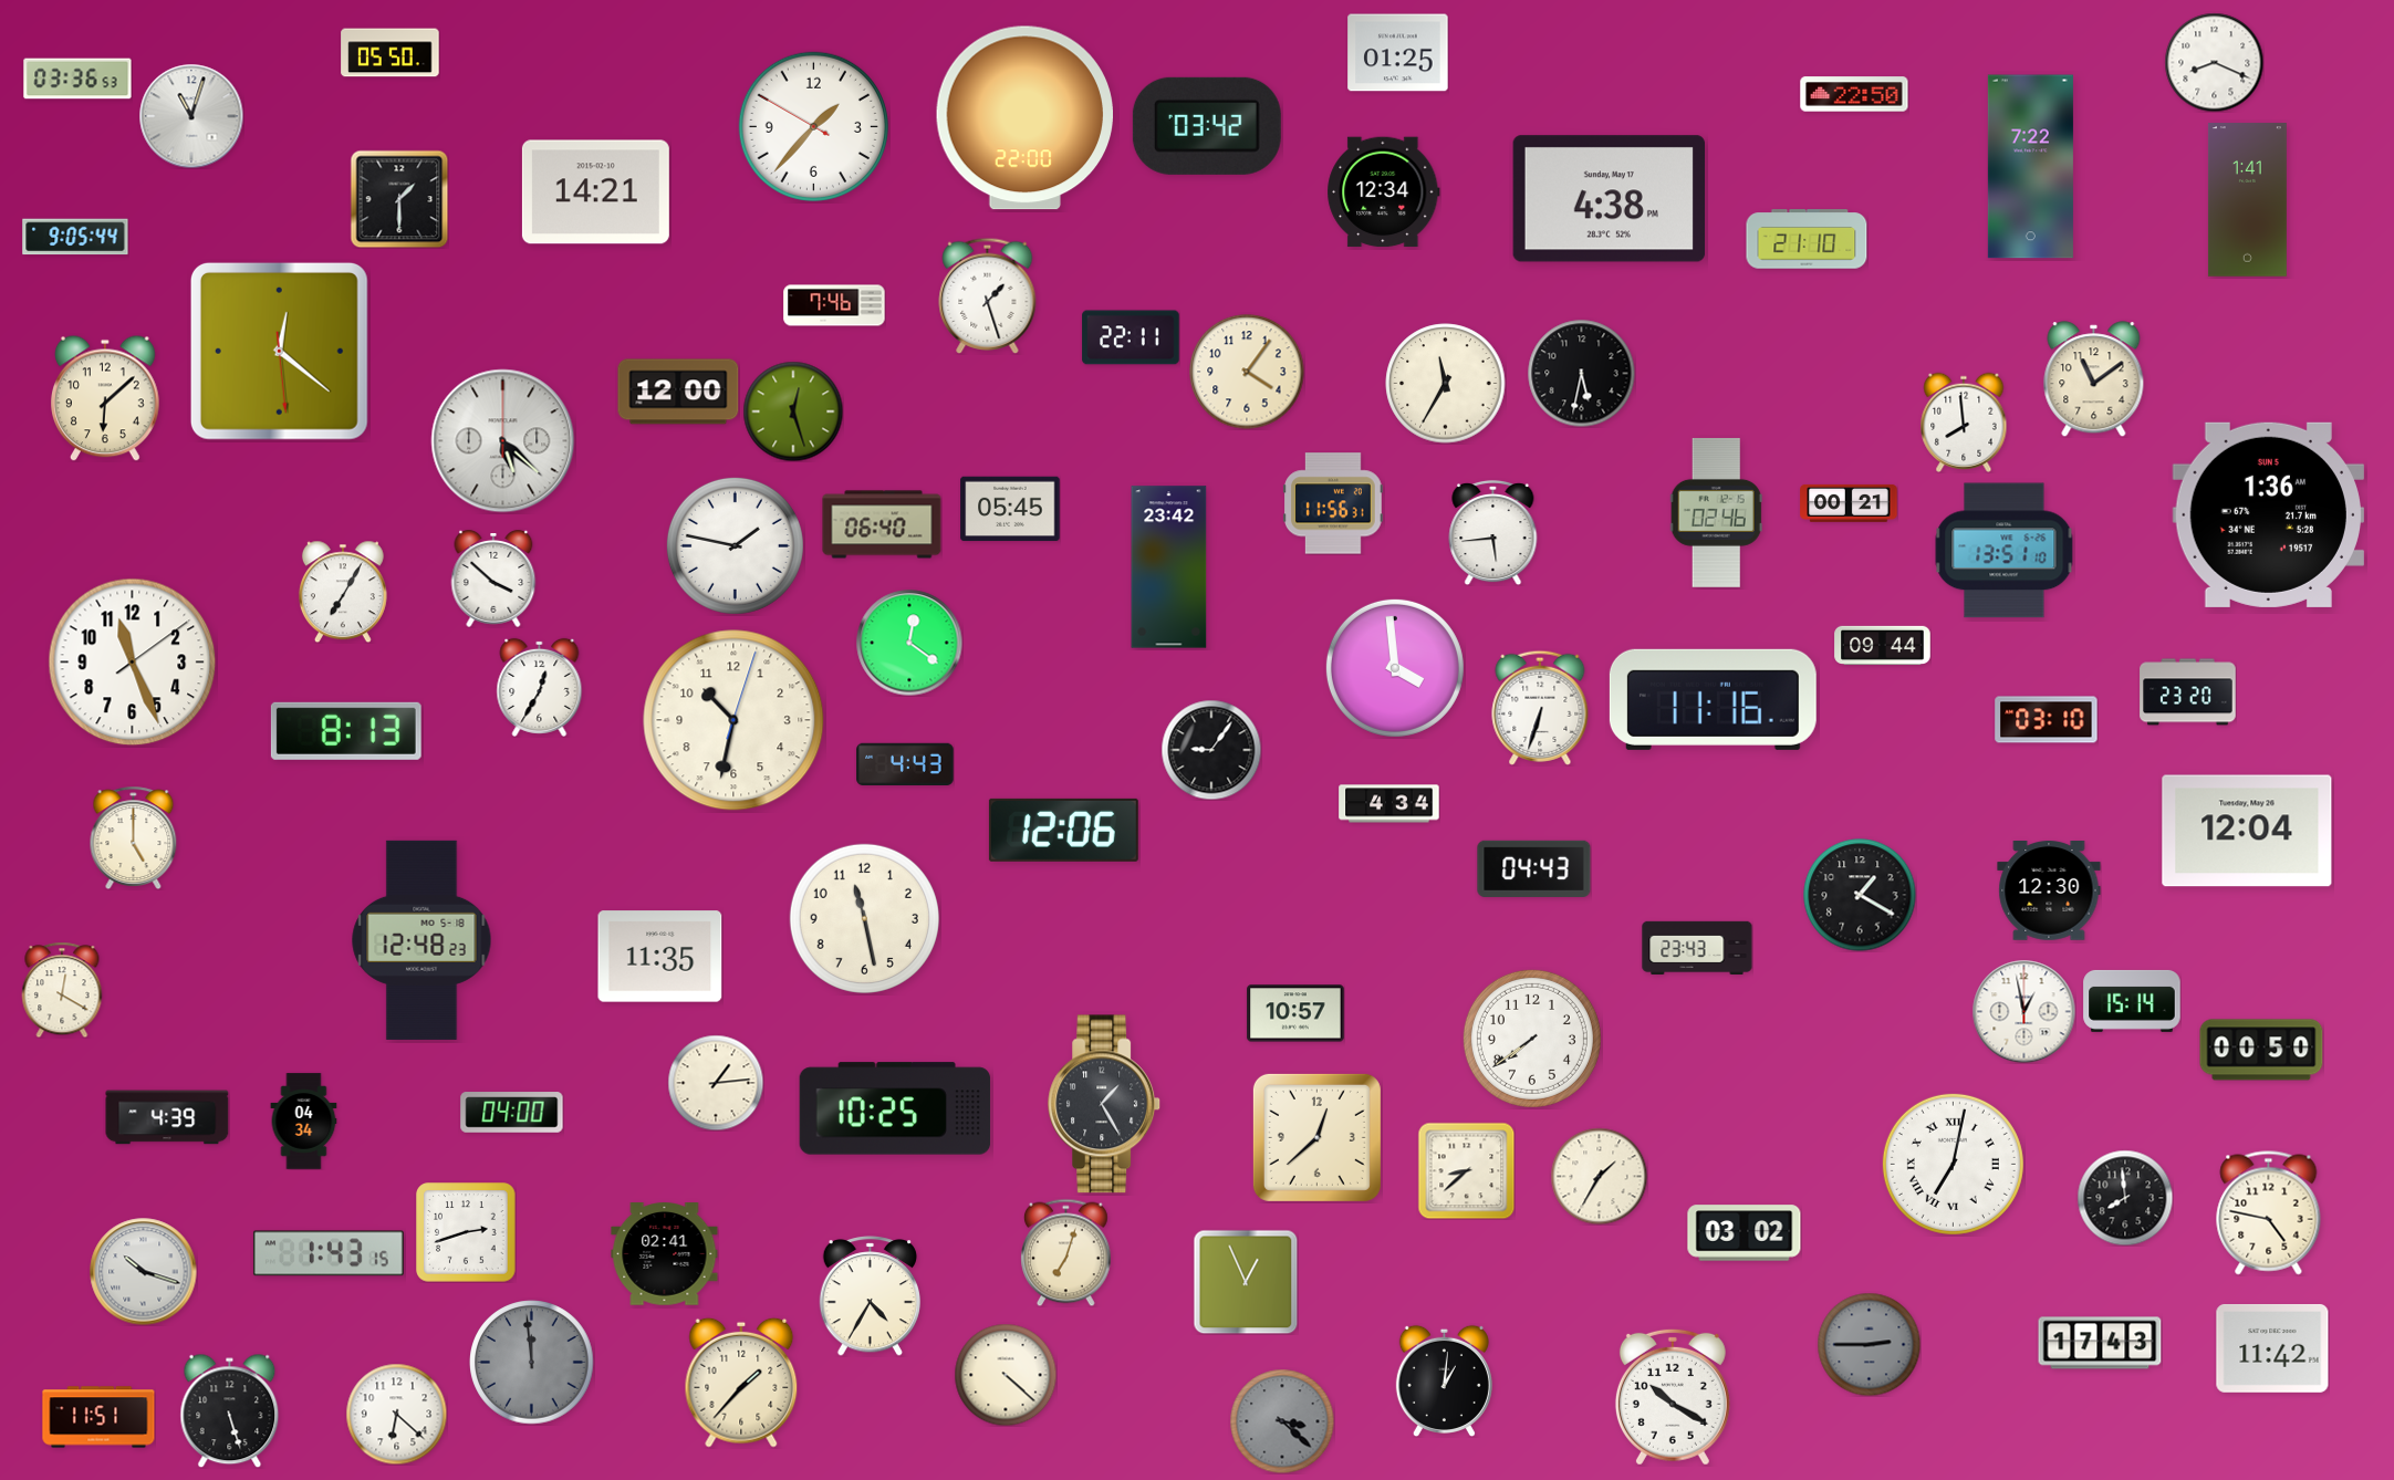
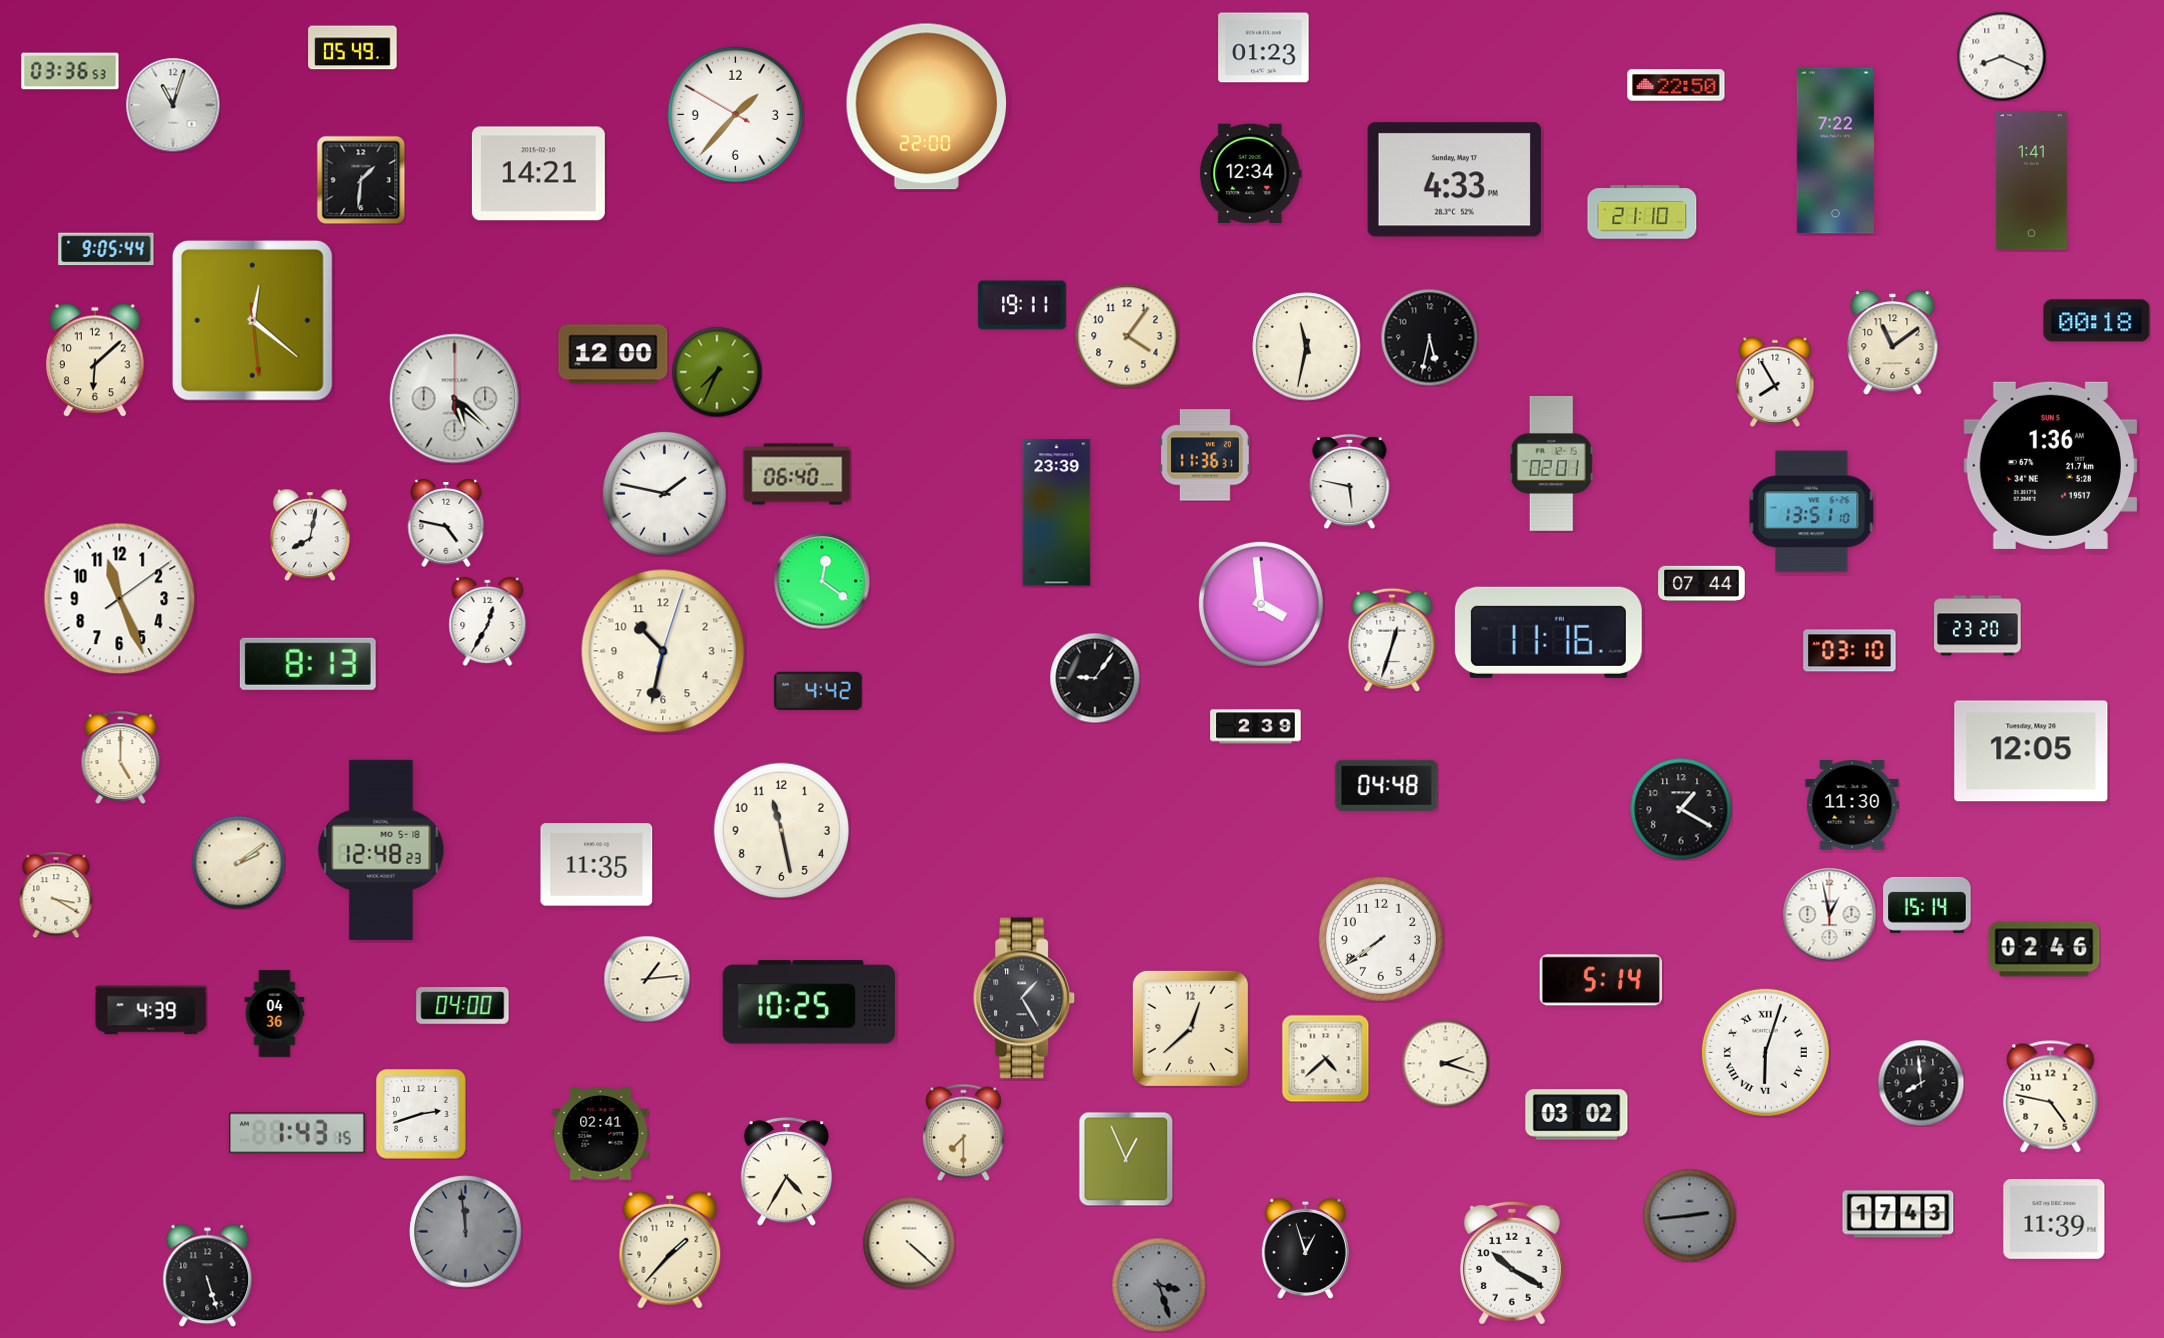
clock at (391, 53): 05:50 -> 05:49
clock at (1398, 53): 01:25 -> 01:23
clock at (1207, 126): 03:42 -> none
clock at (399, 199): 1:30 -> 1:31
clock at (1609, 199): 4:38 -> 4:33
clock at (75, 237) position: (75, 237) -> (106, 249)
clock at (1807, 239) position: (1807, 239) -> (1642, 212)
clock at (988, 295): 1:27 -> none
clock at (834, 305): 7:46 -> none
clock at (1131, 337): 22:11 -> 19:11
clock at (279, 351) position: (279, 351) -> (252, 320)
clock at (2097, 321): none -> 00:18
clock at (1446, 384): 11:35 -> 11:32
clock at (793, 411): 12:27 -> 7:34
clock at (1964, 423): 7:59 -> 7:55
clock at (1334, 503): 11:56 -> 11:36
clock at (1849, 503): 00:21 -> none
clock at (1010, 509): 05:45 -> none
clock at (1716, 512): 02:46 -> 02:01
clock at (1493, 532): 5:44 -> 5:47
clock at (2005, 551) position: (2005, 551) -> (1812, 512)
clock at (1169, 567): 23:42 -> 23:39
clock at (493, 580): 3:52 -> 4:47
clock at (343, 592): 7:05 -> 8:02
clock at (1883, 645): 09:44 -> 07:44
clock at (1540, 708): 6:33 -> 12:33
clock at (346, 731) position: (346, 731) -> (308, 664)
clock at (905, 764): 4:43 -> 4:42
clock at (1389, 804): 4:34 -> 2:39
clock at (1063, 830): 12:06 -> none
clock at (2247, 831): 12:04 -> 12:05
clock at (1534, 868): 04:43 -> 04:48
clock at (2049, 892): 12:30 -> 11:30
clock at (1697, 947): 23:43 -> none
clock at (238, 862): none -> 2:09
clock at (62, 990): 12:20 -> 3:20
clock at (1295, 1013): 10:57 -> none
clock at (1532, 1039) position: (1532, 1039) -> (1381, 939)
clock at (2261, 1050): 00:50 -> 02:46
clock at (1600, 980): none -> 5:14
clock at (1105, 1104) position: (1105, 1104) -> (1025, 998)
clock at (304, 1122): 04:34 -> 04:36
clock at (1953, 1164): 7:02 -> 6:03
clock at (1466, 1170): 8:38 -> 4:38
clock at (1599, 1176): 1:35 -> 2:18
clock at (1066, 1252): 7:03 -> 7:30
clock at (144, 1272): 10:18 -> none
clock at (1869, 1344): 2:45 -> 2:44
clock at (2272, 1348): 11:42 -> 11:39
clock at (532, 1363) position: (532, 1363) -> (466, 1232)
clock at (1444, 1380): 1:01 -> 12:57
clock at (396, 1414): 6:22 -> none
clock at (98, 1417): 11:51 -> none
clock at (1282, 1421): 3:22 -> 3:27
